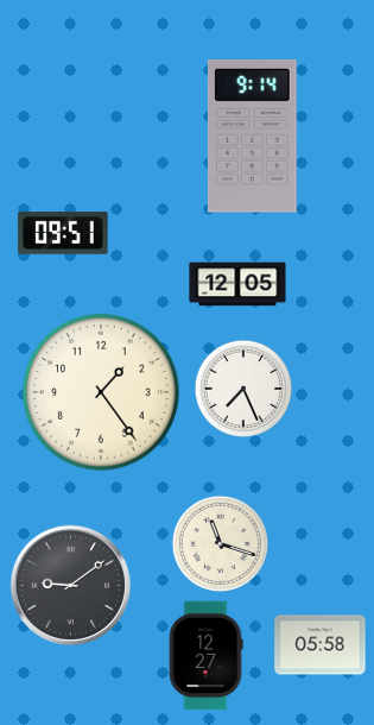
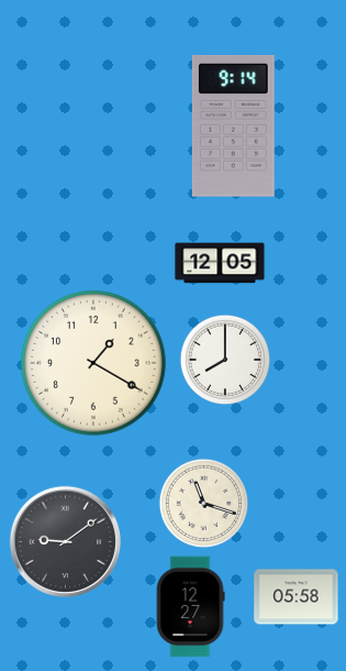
clock at (63, 233): 09:51 -> none
clock at (242, 387): 7:26 -> 8:00
clock at (101, 392): 1:24 -> 1:20
